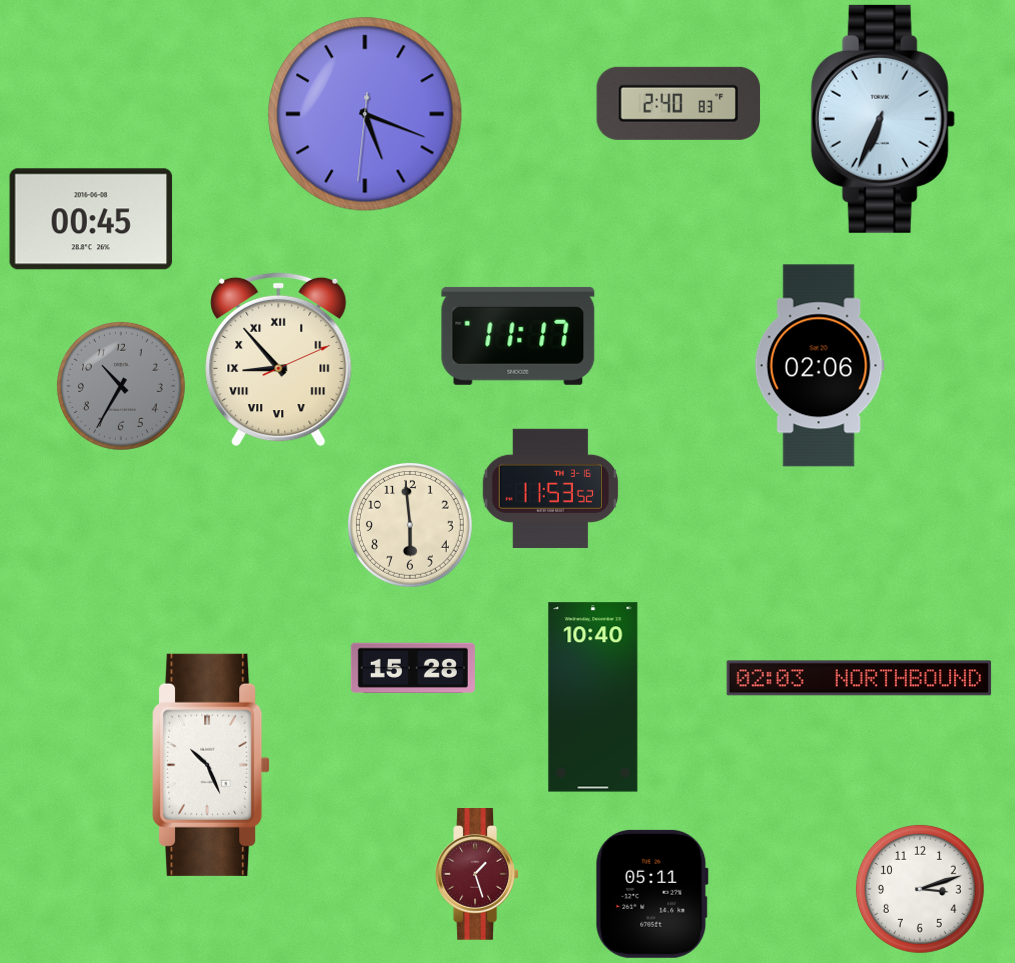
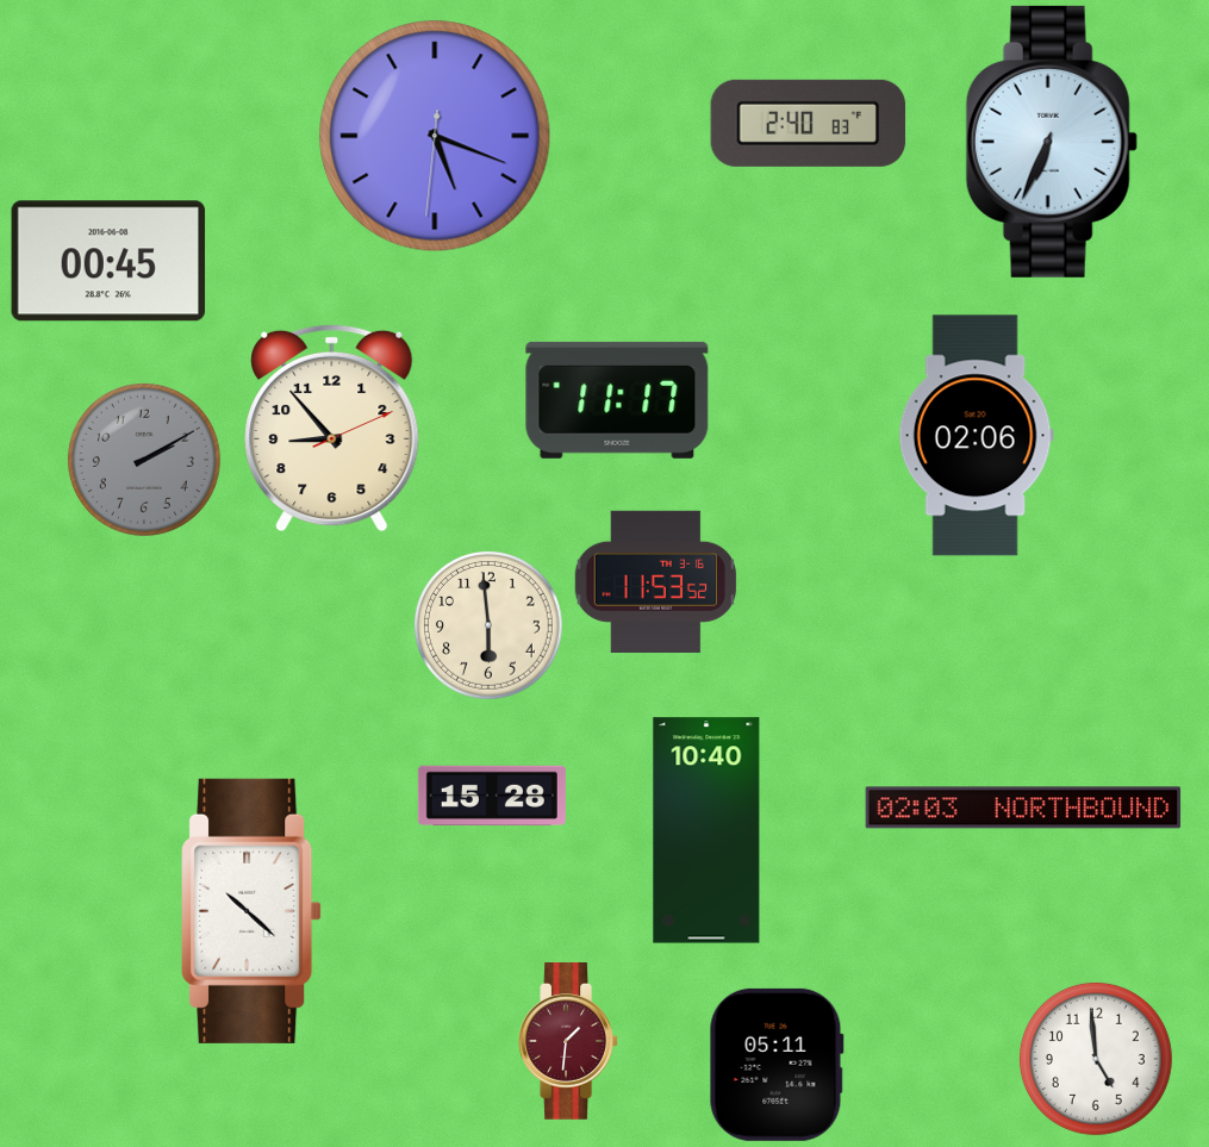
clock at (279, 359) numerals: Roman -> Arabic
clock at (121, 386): 10:35 -> 2:10
clock at (212, 765): 10:26 -> 10:22
clock at (477, 875): 1:27 -> 1:31
clock at (920, 889): 3:12 -> 4:59
